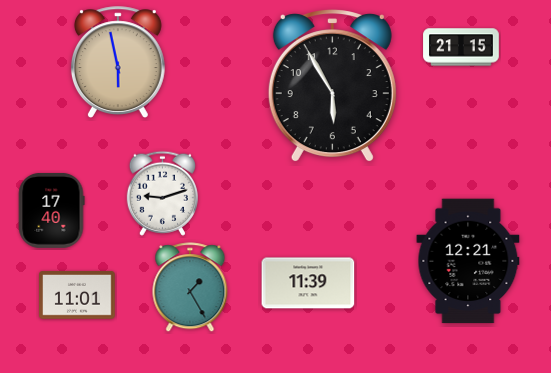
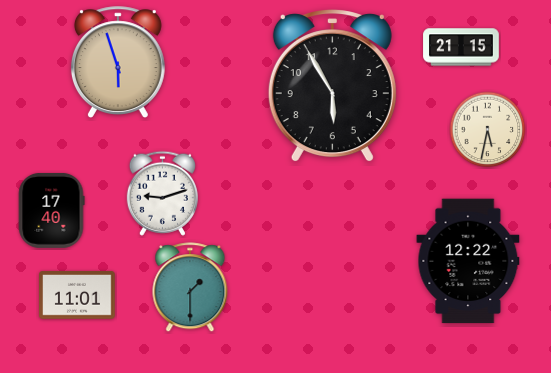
clock at (118, 62): 5:58 -> 5:57
clock at (488, 130): none -> 5:32
clock at (468, 261): 12:21 -> 12:22
clock at (308, 283): 11:39 -> none
clock at (190, 288): 1:25 -> 1:30
